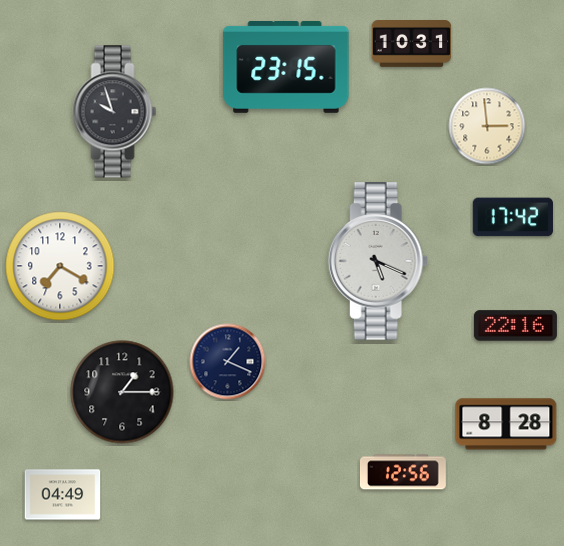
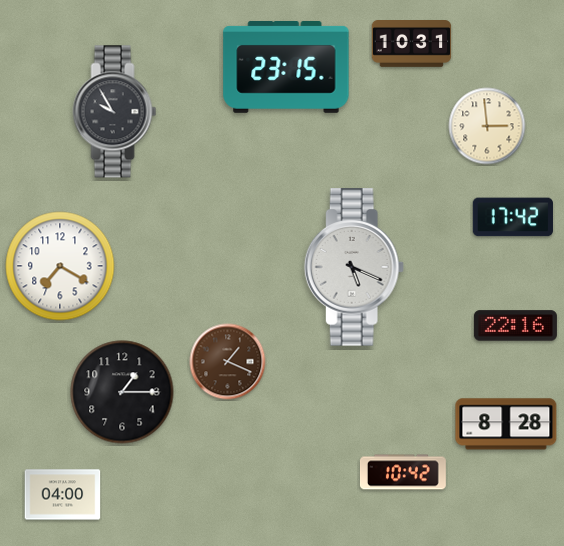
clock at (115, 112): 9:57 -> 9:55
clock at (378, 261) position: (378, 261) -> (354, 267)
clock at (228, 362) dial: navy -> brown
clock at (403, 472): 12:56 -> 10:42
clock at (63, 495): 04:49 -> 04:00
